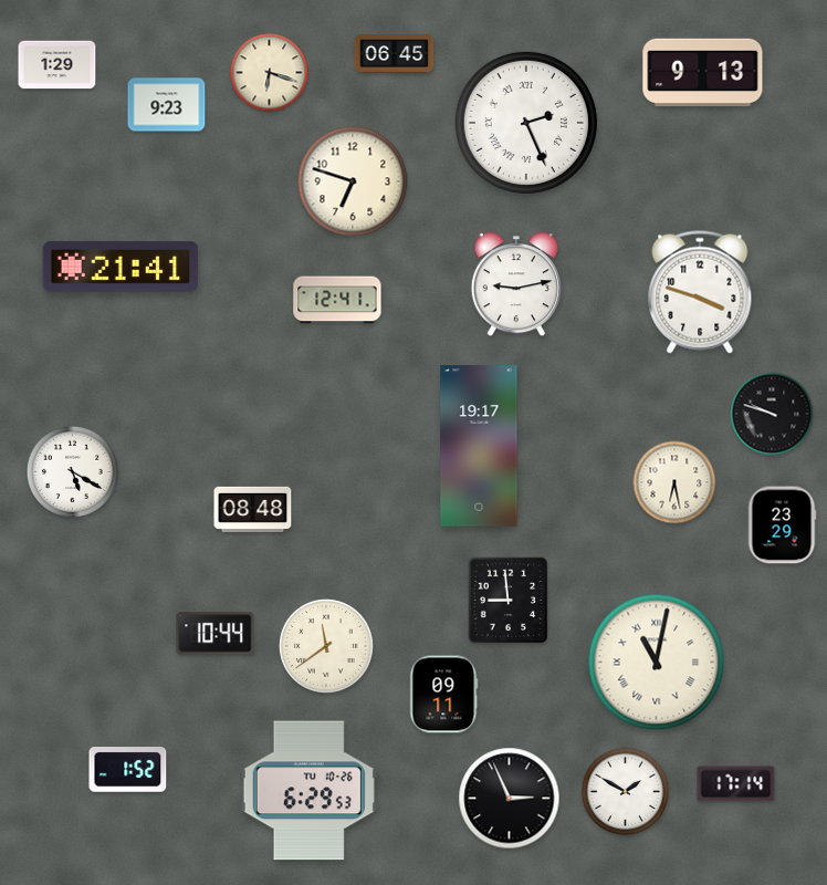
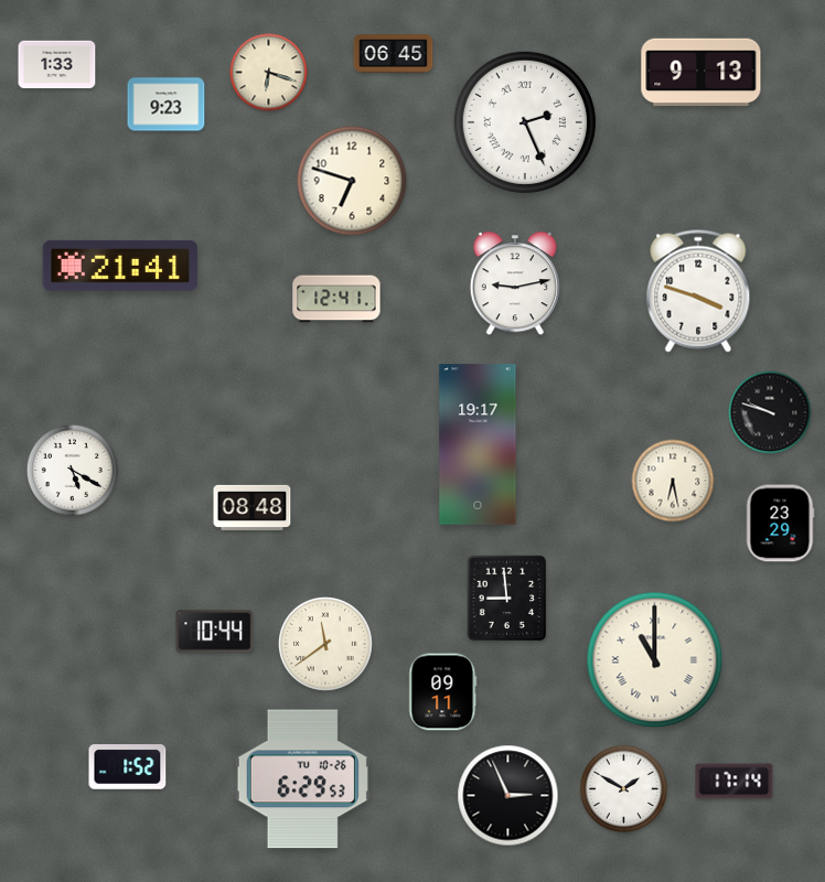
clock at (57, 65): 1:29 -> 1:33
clock at (657, 663): 11:02 -> 11:00
clock at (308, 791) position: (308, 791) -> (302, 779)
